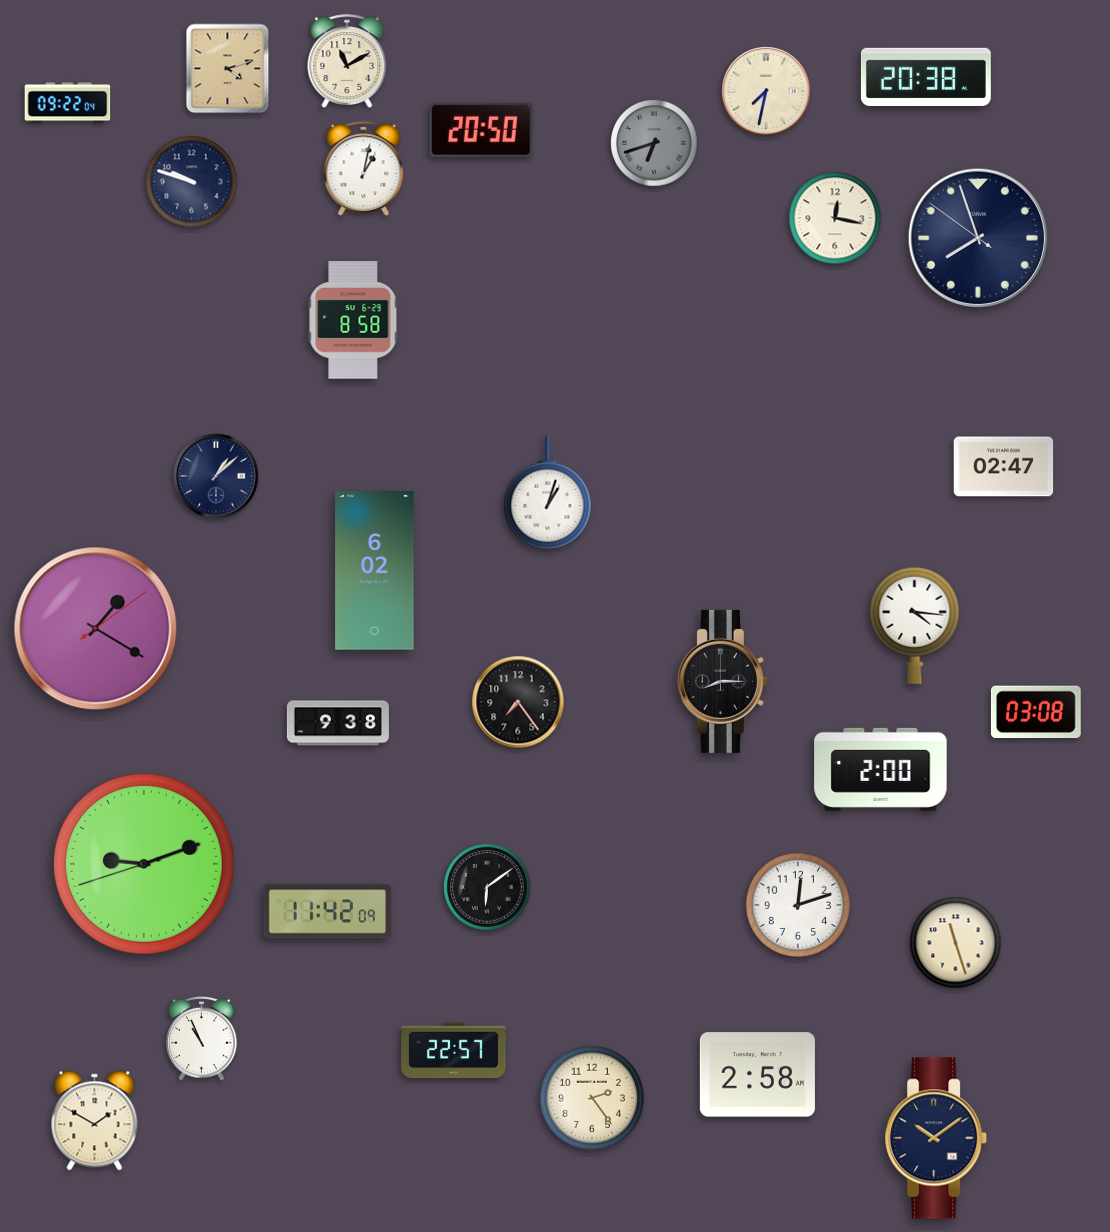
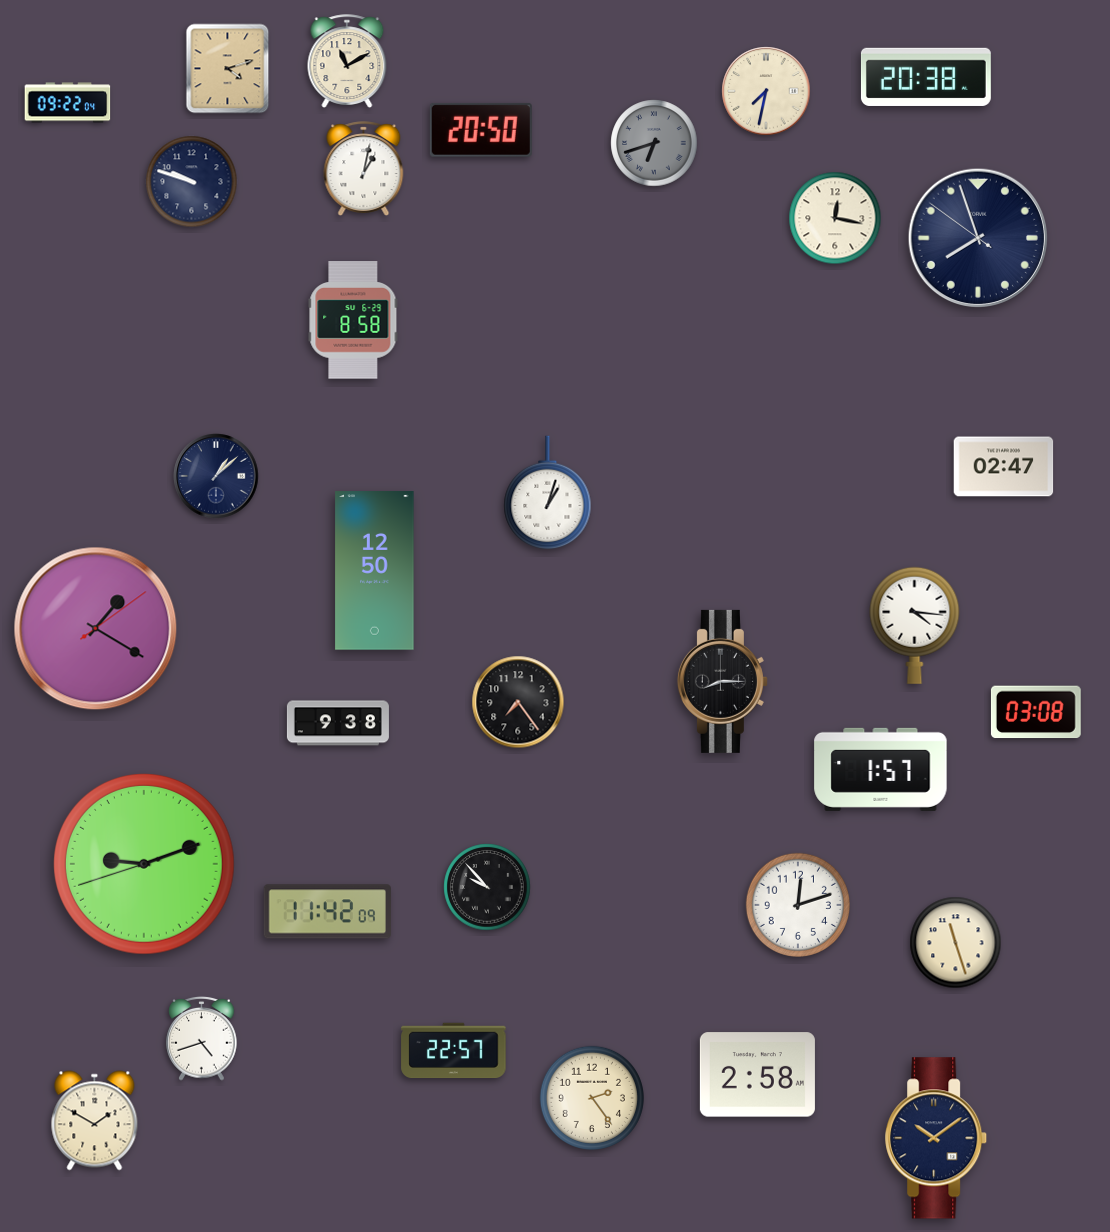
clock at (375, 571): 6:02 -> 12:50
clock at (881, 769): 2:00 -> 1:57
clock at (487, 887): 6:09 -> 9:53
clock at (202, 1038): 10:56 -> 4:42
